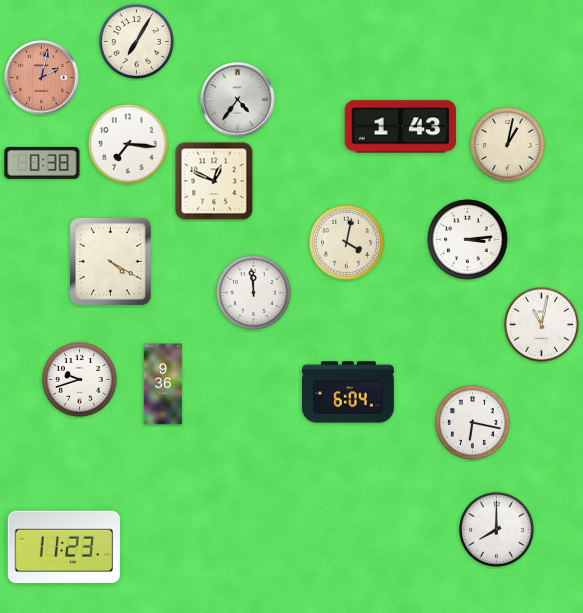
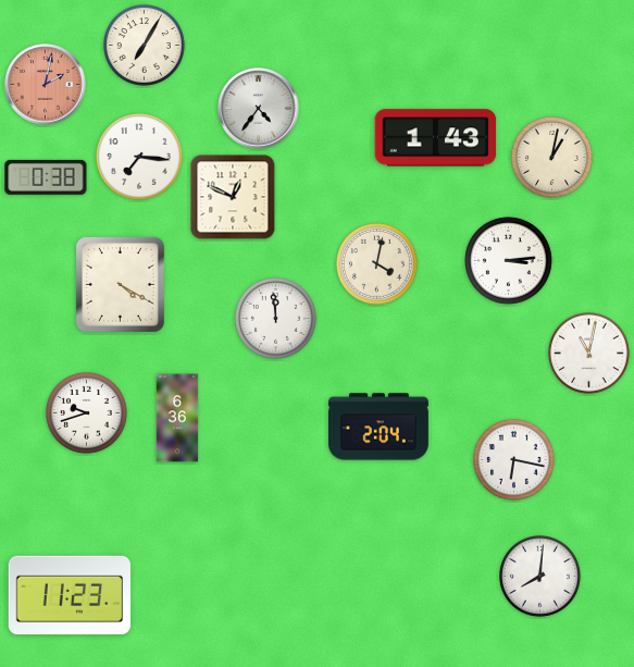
clock at (137, 42) position: (137, 42) -> (145, 46)
clock at (163, 384): 9:36 -> 6:36
clock at (349, 392): 6:04 -> 2:04
clock at (497, 530): 8:00 -> 8:01
